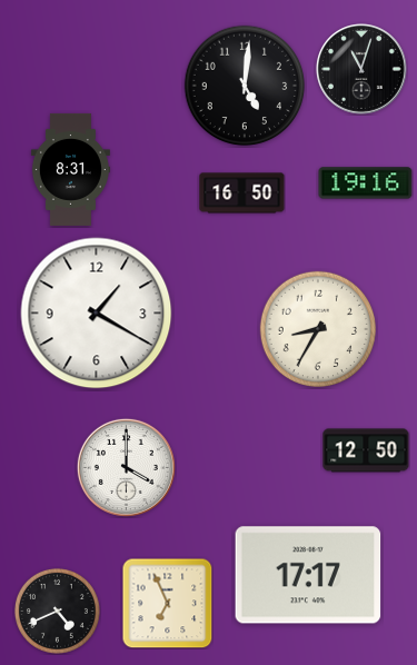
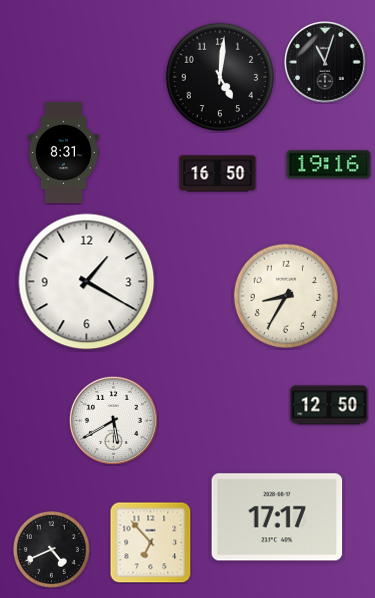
clock at (126, 467): 4:00 -> 5:40
clock at (167, 603): 6:56 -> 6:53
